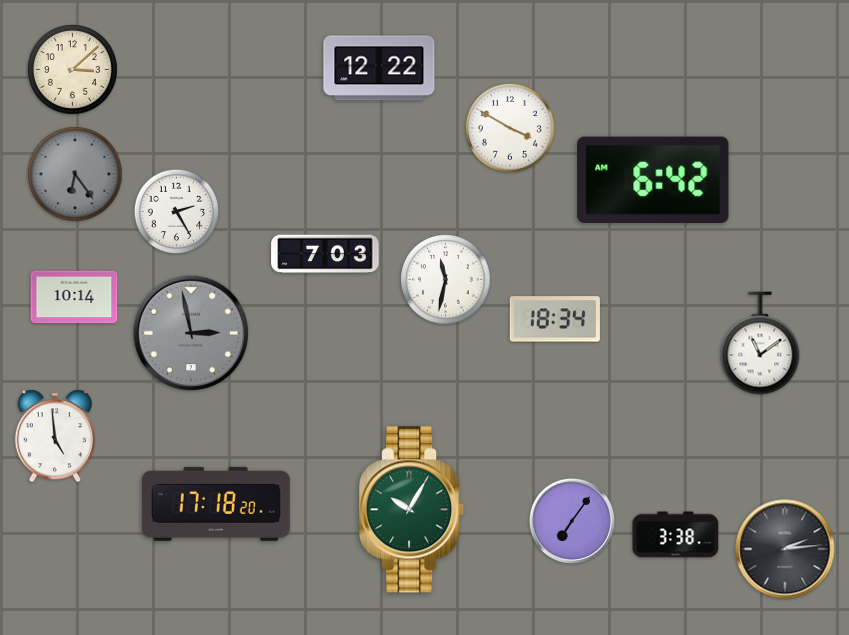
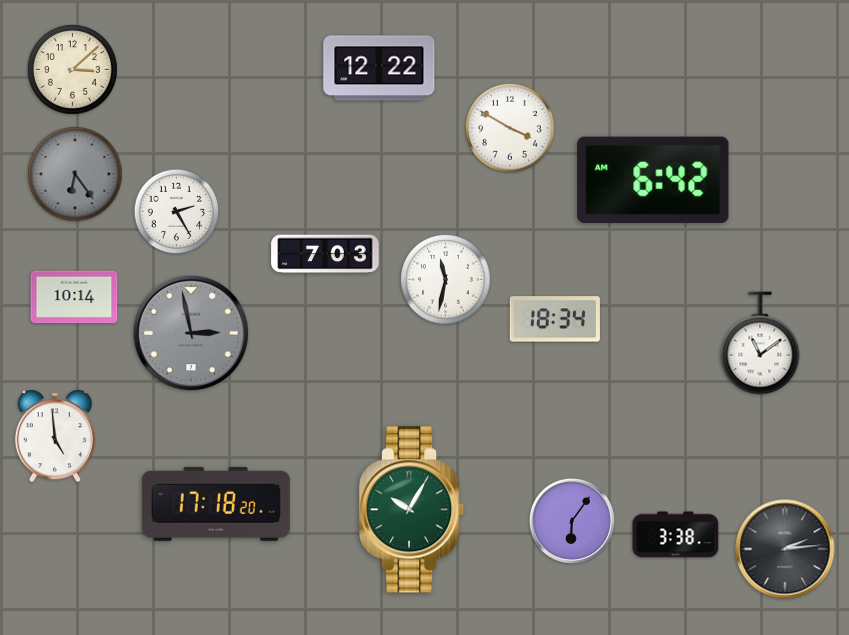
clock at (572, 521): 7:06 -> 6:06
